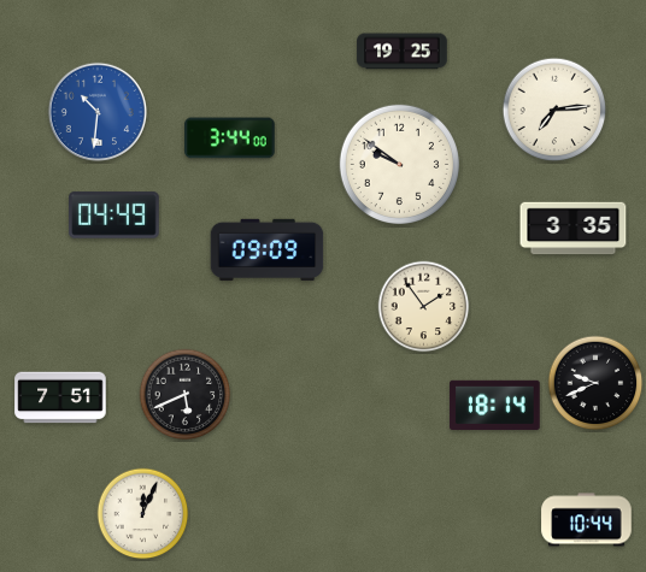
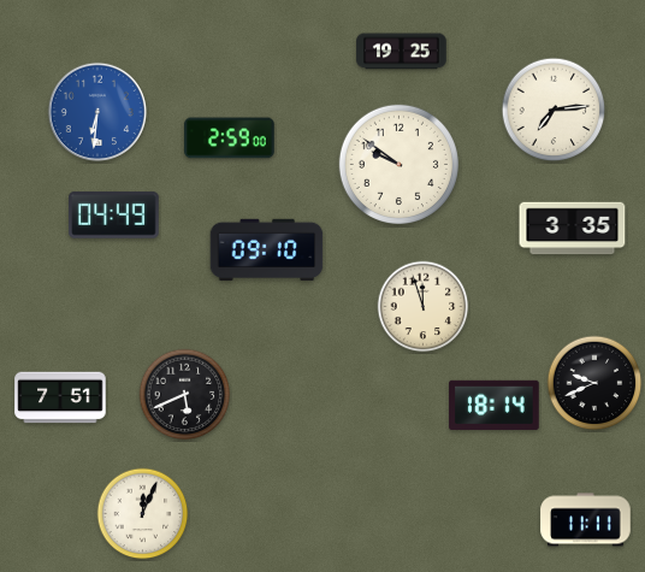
clock at (98, 112): 10:31 -> 6:31
clock at (230, 138): 3:44 -> 2:59
clock at (268, 250): 09:09 -> 09:10
clock at (424, 307): 1:54 -> 11:57
clock at (587, 520): 10:44 -> 11:11
